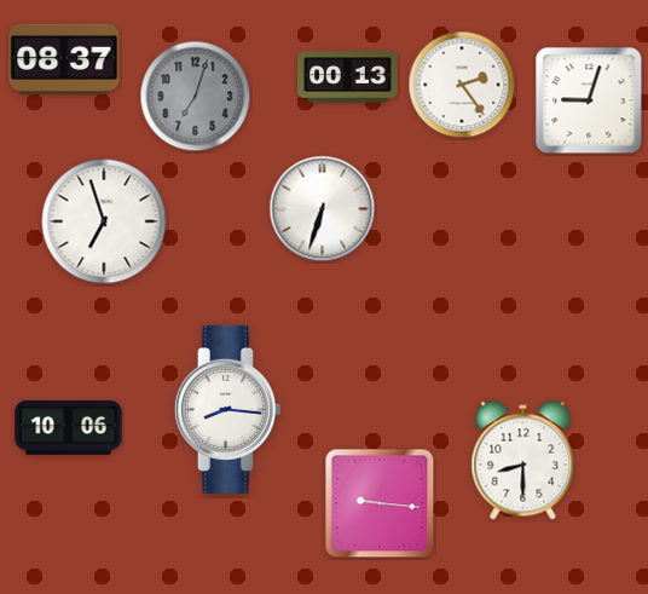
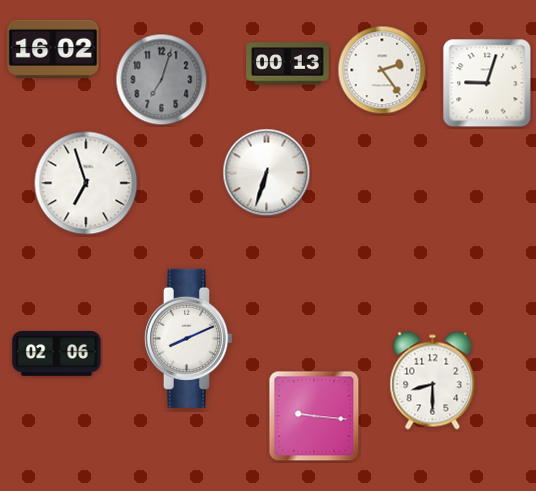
clock at (64, 59): 08:37 -> 16:02
clock at (227, 409): 8:16 -> 8:11
clock at (69, 427): 10:06 -> 02:06
